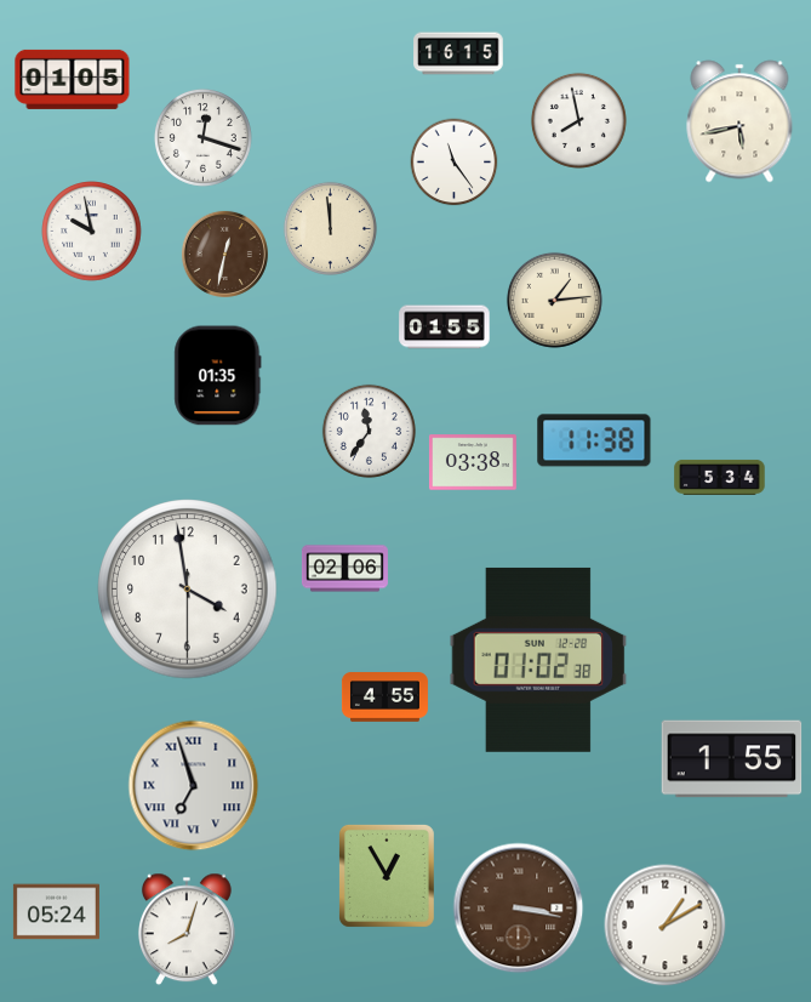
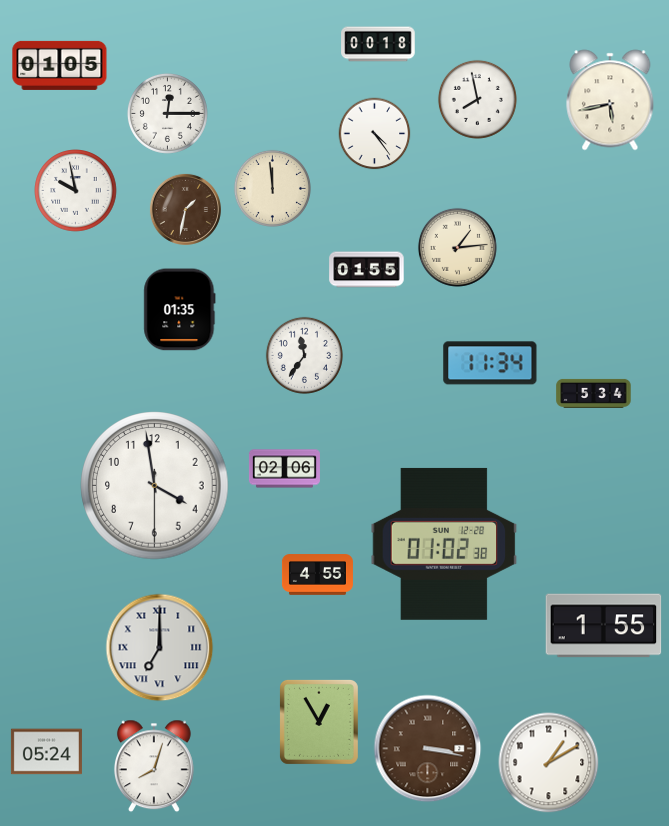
clock at (458, 53): 16:15 -> 00:18
clock at (202, 137): 12:18 -> 12:15
clock at (455, 163): 11:24 -> 4:24
clock at (224, 254): 12:32 -> 1:32
clock at (594, 440): 11:38 -> 11:34
clock at (473, 462): 03:38 -> none
clock at (194, 786): 6:57 -> 7:00
